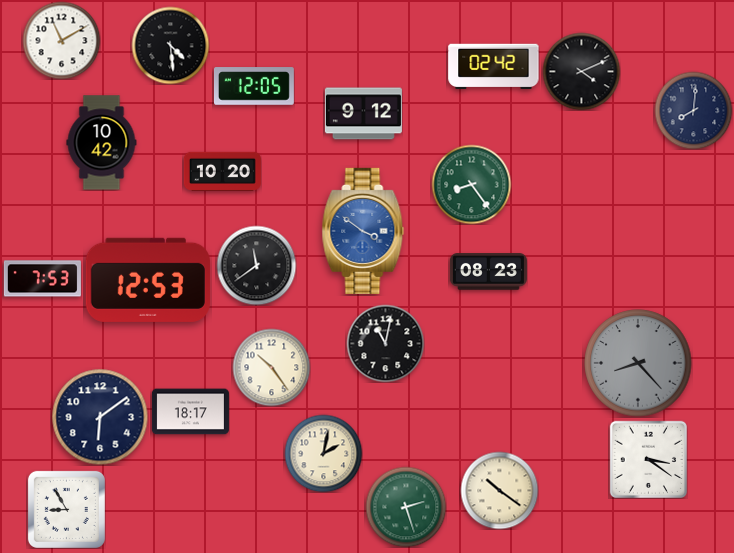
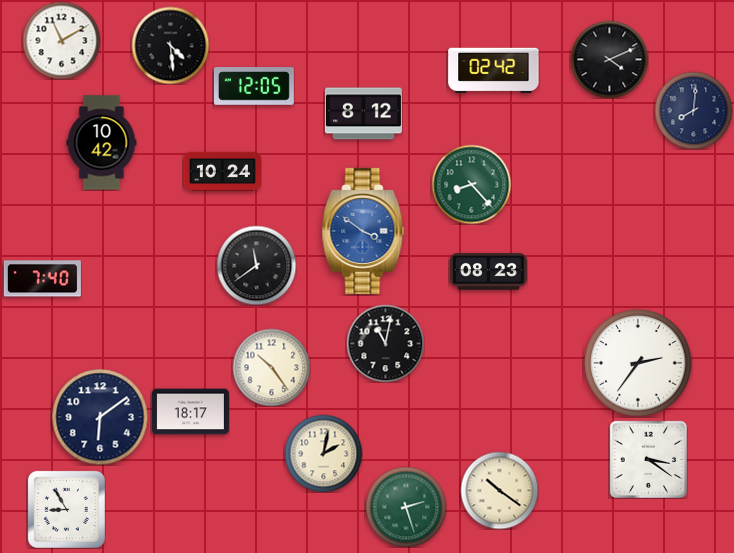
clock at (494, 67) position: (494, 67) -> (494, 71)
clock at (581, 71) position: (581, 71) -> (609, 59)
clock at (363, 114): 9:12 -> 8:12
clock at (222, 171): 10:20 -> 10:24
clock at (471, 184): 8:24 -> 8:23
clock at (42, 279): 7:53 -> 7:40
clock at (148, 280): 12:53 -> none
clock at (638, 363): 8:23 -> 2:36
clock at (638, 363) dial: grey -> white
